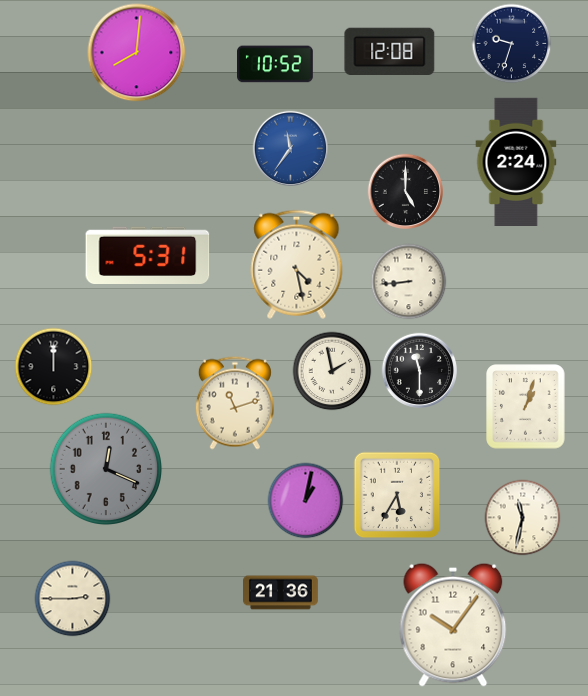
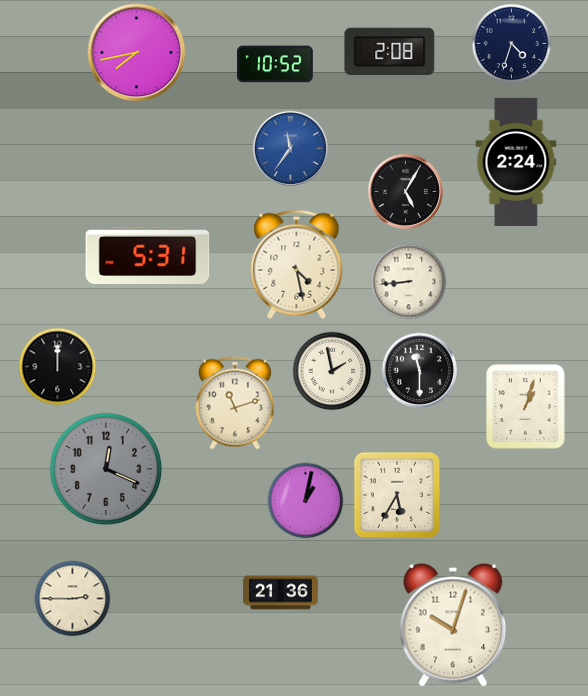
clock at (512, 44): 9:33 -> 4:33
clock at (390, 51): 12:08 -> 2:08
clock at (137, 53): 8:01 -> 7:43
clock at (406, 192): 5:00 -> 5:05
clock at (54, 367) position: (54, 367) -> (58, 367)
clock at (523, 518): 11:32 -> none
clock at (453, 625): 10:06 -> 10:03
